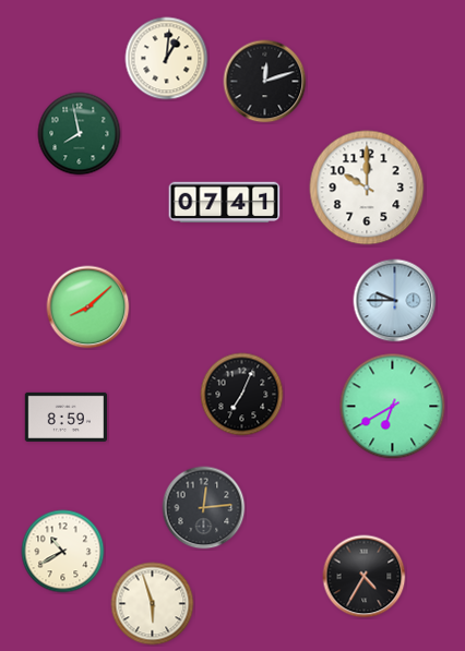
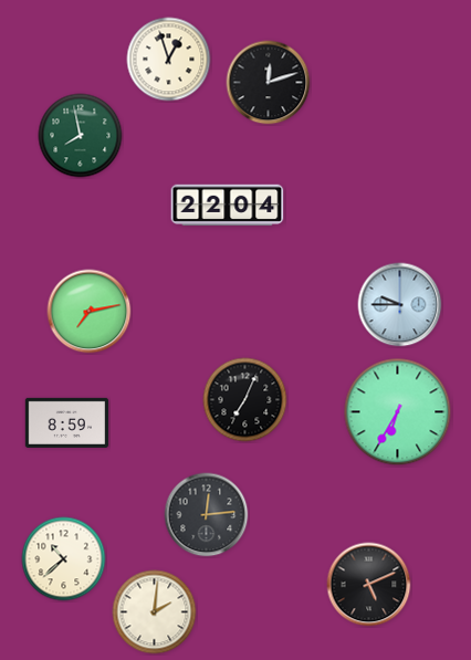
clock at (167, 59): 1:01 -> 12:57
clock at (367, 188): 10:00 -> none
clock at (225, 203): 07:41 -> 22:04
clock at (88, 308): 8:08 -> 7:13
clock at (393, 407): 6:40 -> 6:35
clock at (63, 552): 10:40 -> 10:38
clock at (365, 577): 4:35 -> 5:11
clock at (153, 604): 5:57 -> 2:01
